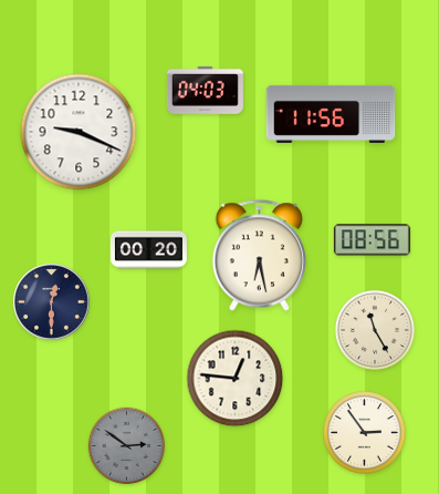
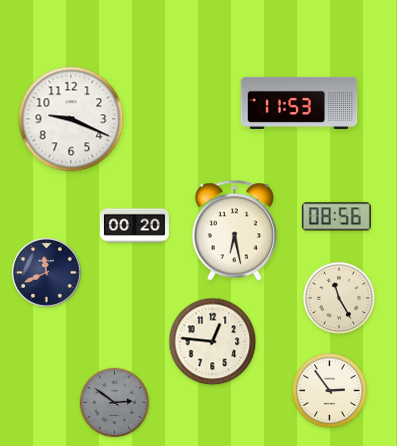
clock at (205, 90): 04:03 -> none
clock at (331, 114): 11:56 -> 11:53
clock at (52, 302): 12:30 -> 11:41
